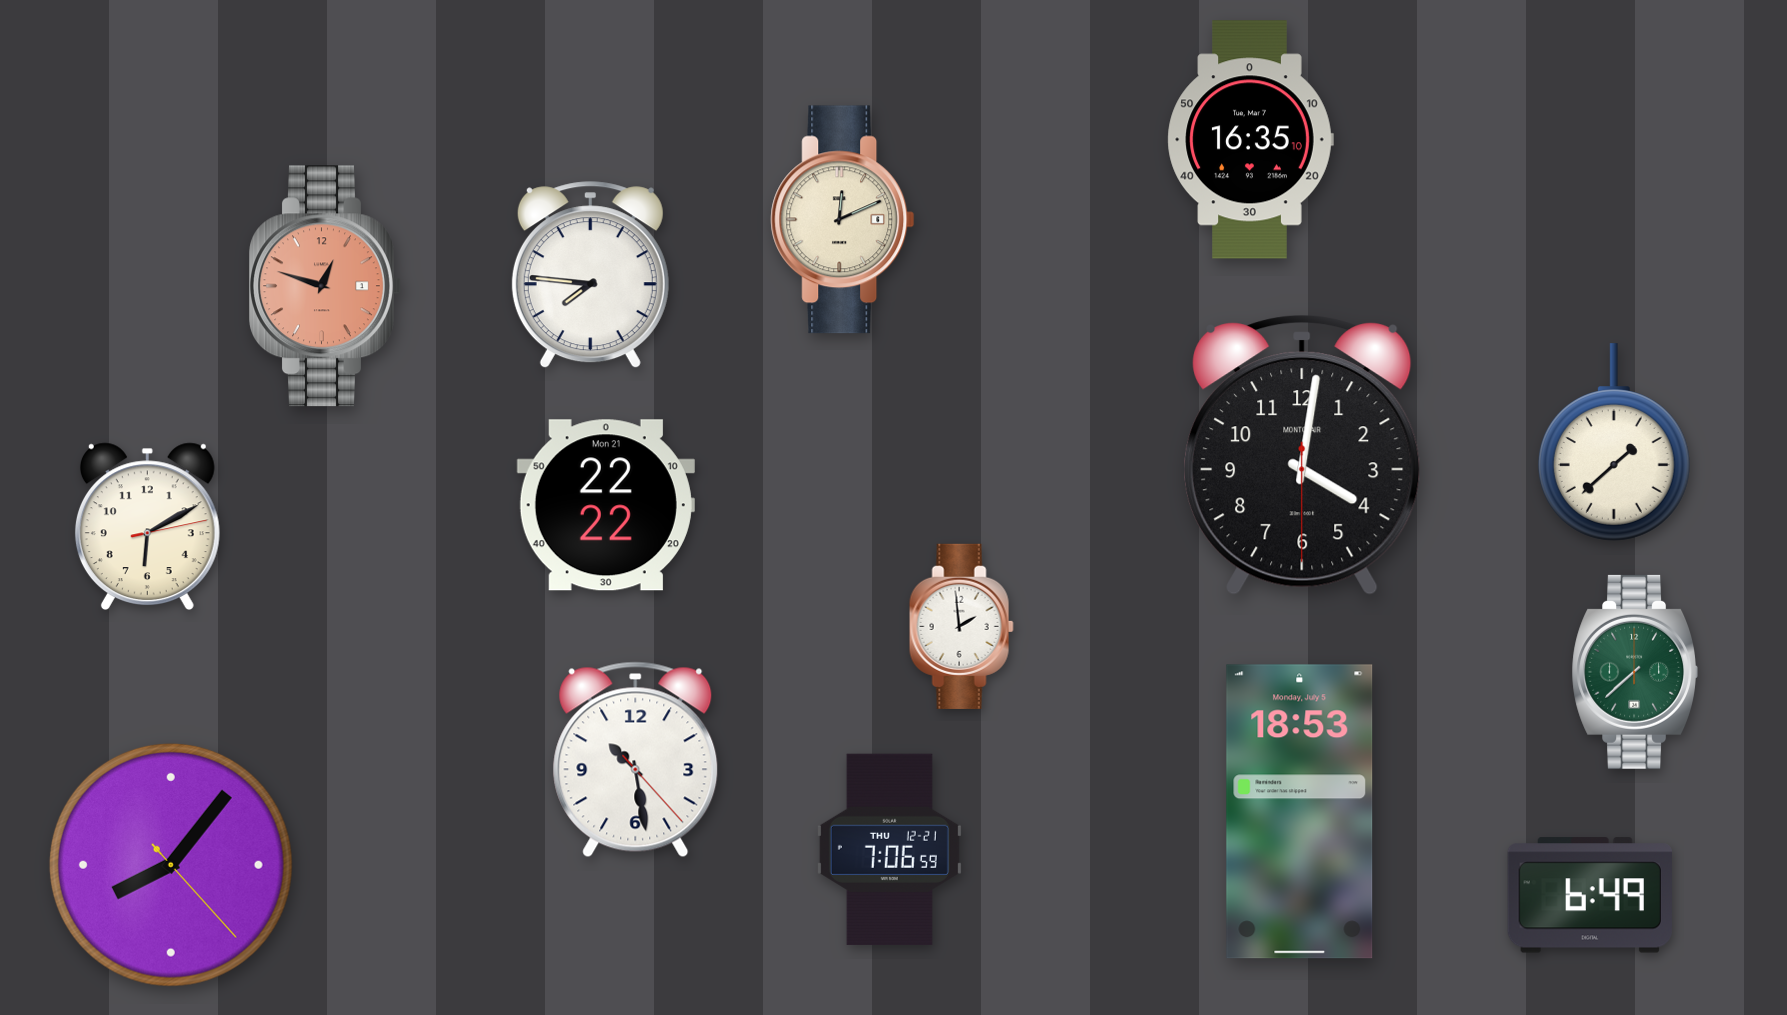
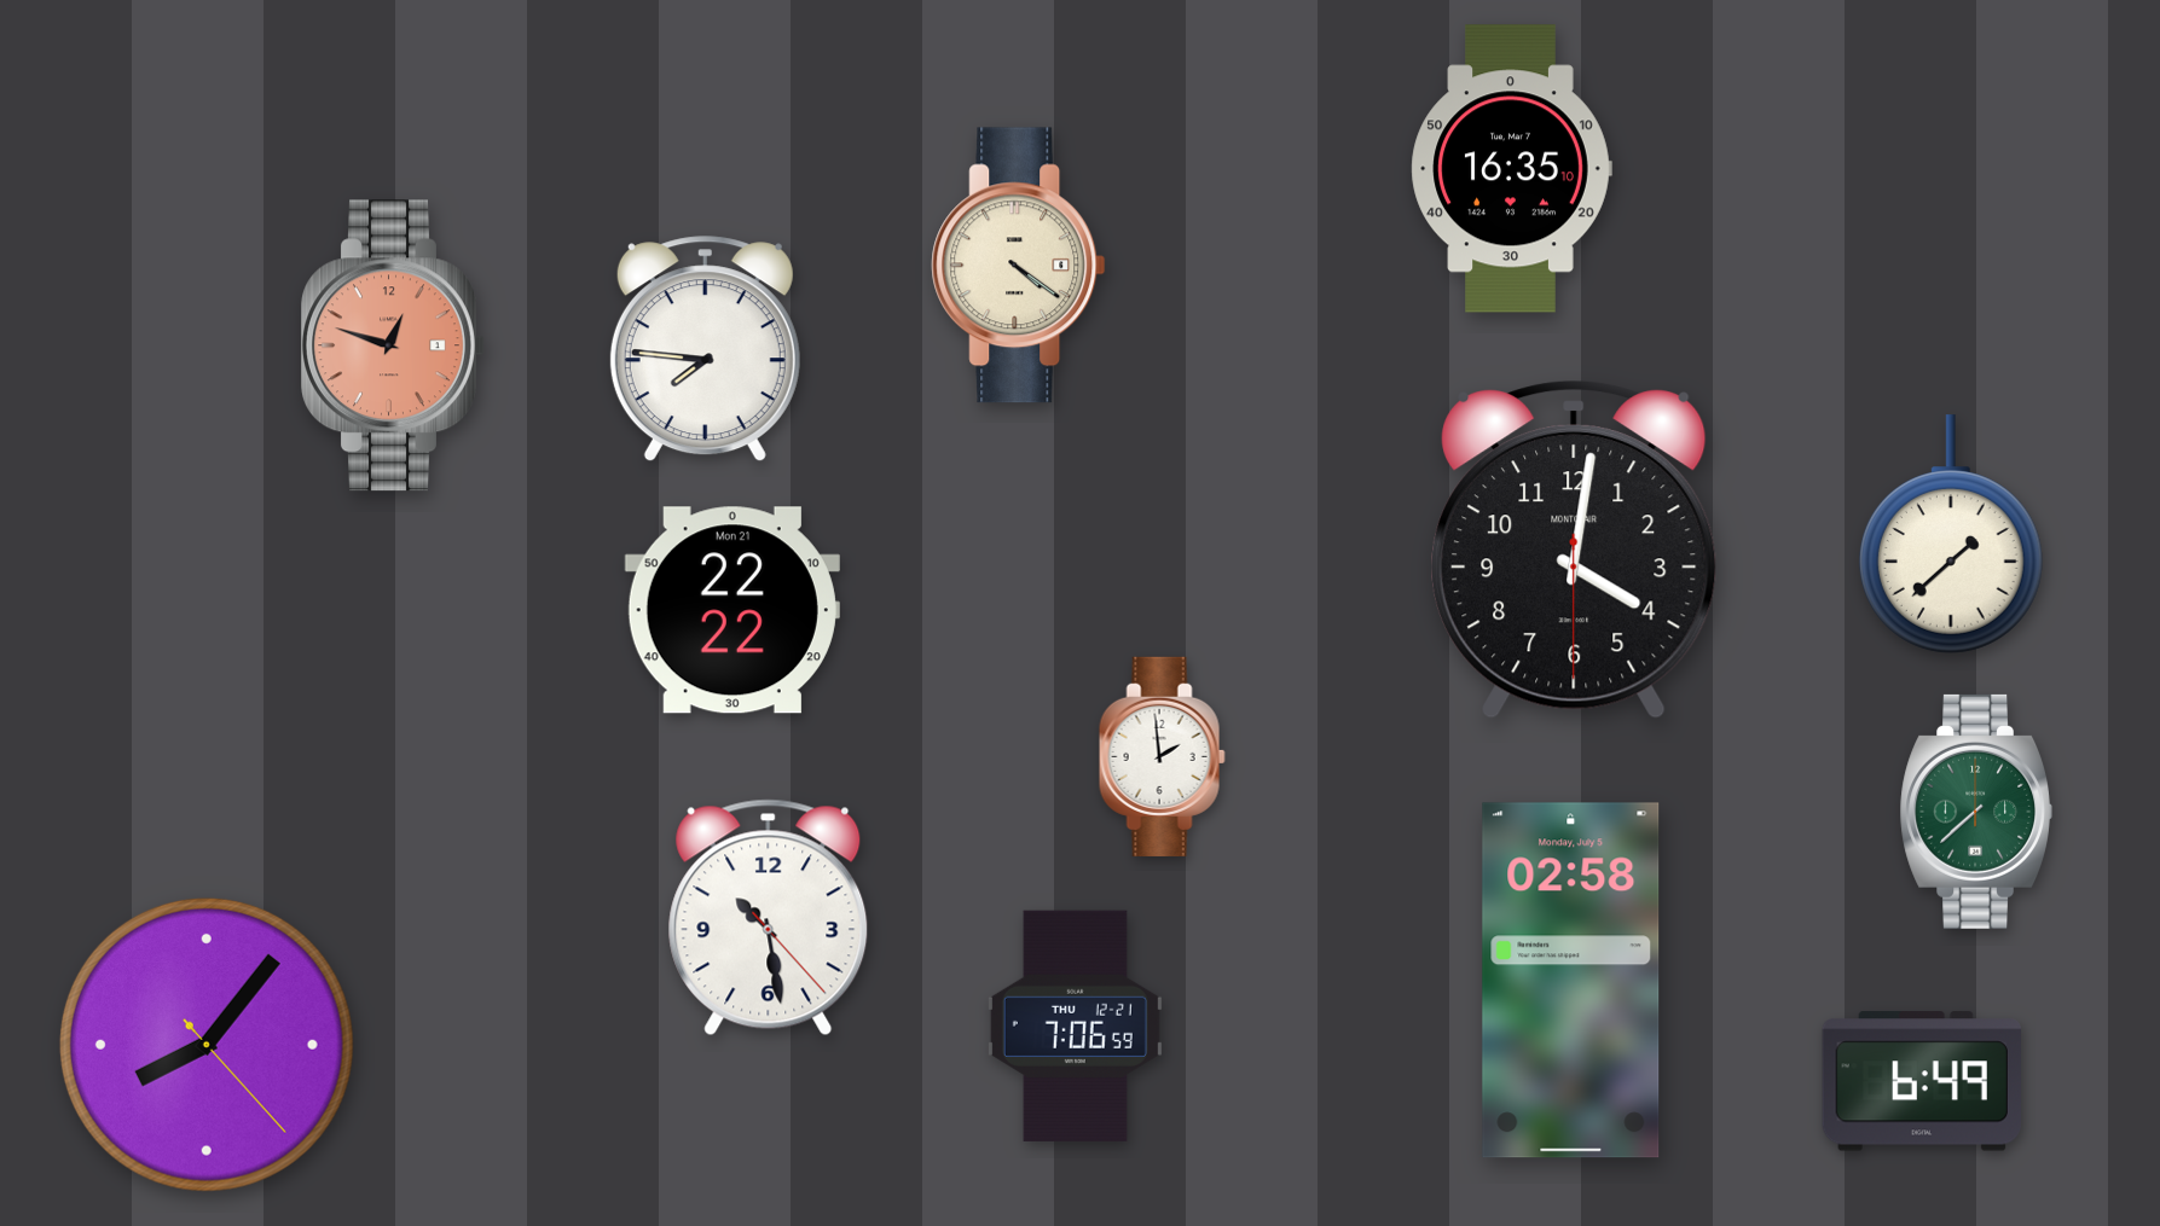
clock at (843, 220): 12:11 -> 4:21
clock at (590, 275) position: (590, 275) -> (705, 349)
clock at (147, 526): 6:10 -> none
clock at (1300, 812): 18:53 -> 02:58
